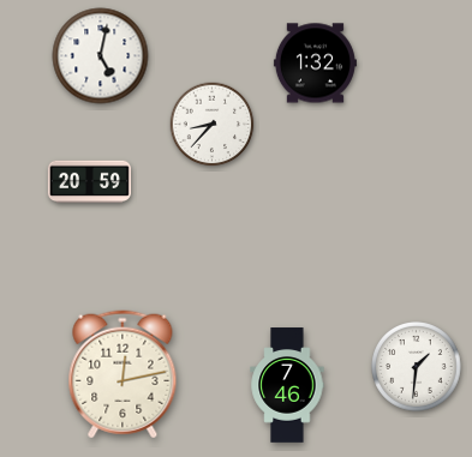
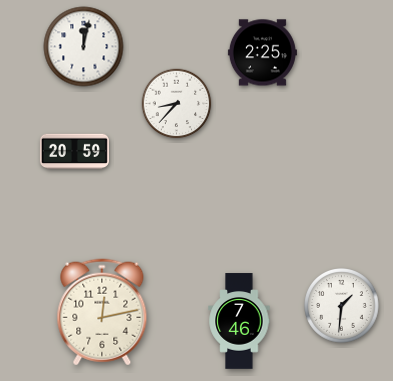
clock at (101, 56): 5:02 -> 12:02
clock at (315, 64): 1:32 -> 2:25
clock at (417, 367) position: (417, 367) -> (342, 306)
